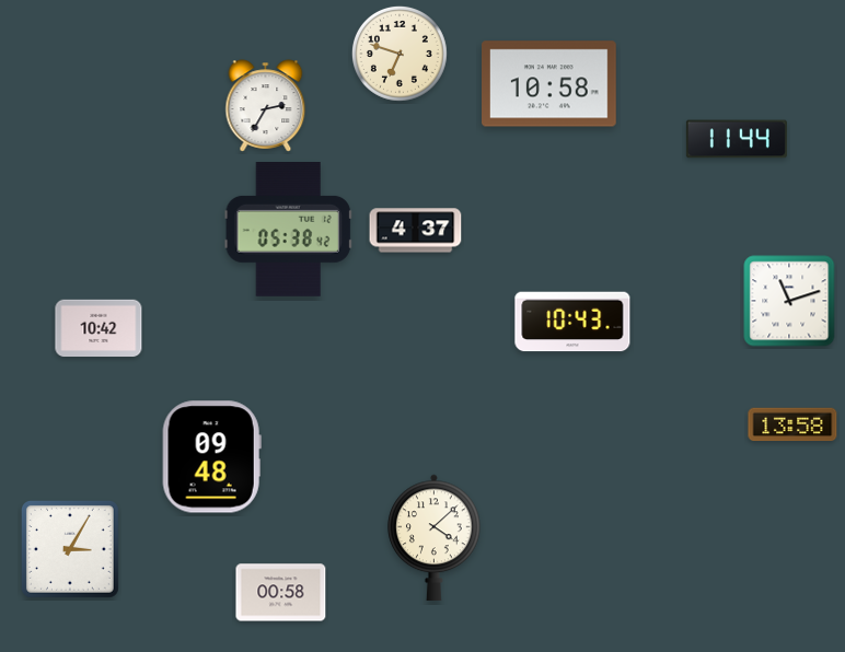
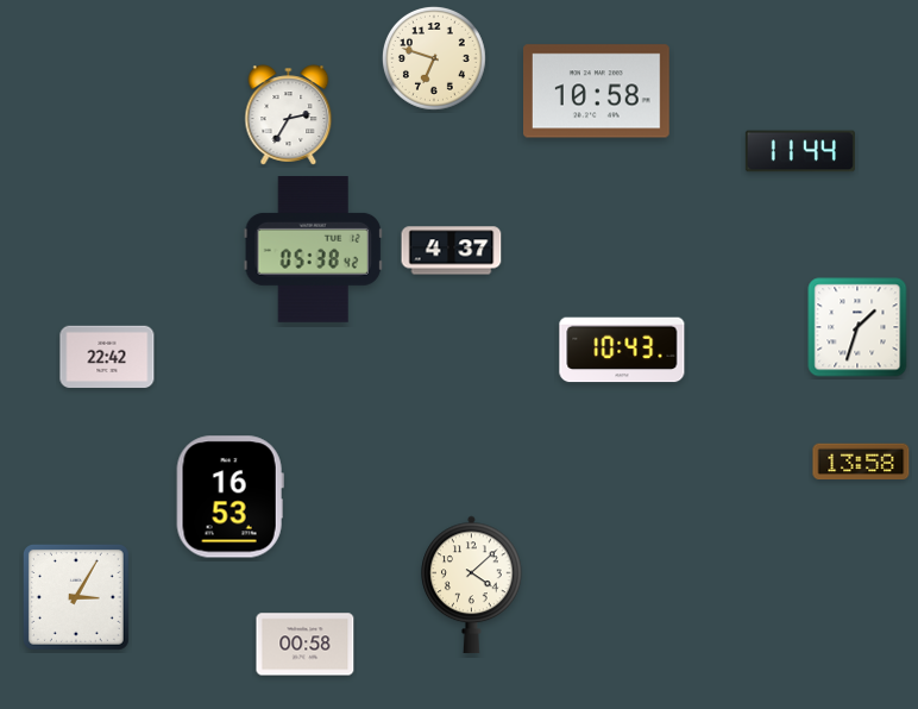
clock at (789, 301): 11:12 -> 1:33
clock at (99, 328): 10:42 -> 22:42
clock at (211, 457): 09:48 -> 16:53
